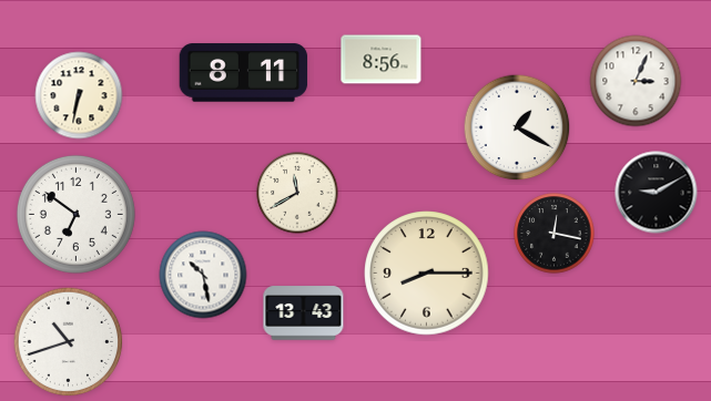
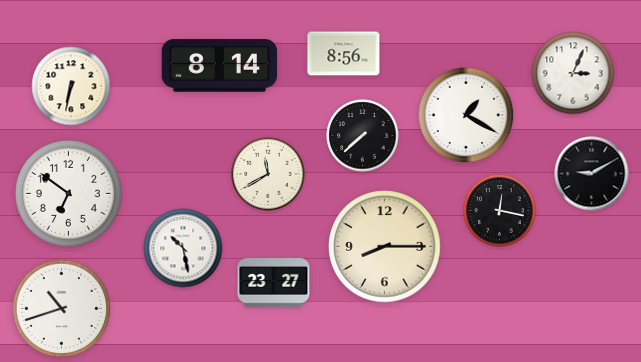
clock at (244, 73): 8:11 -> 8:14
clock at (363, 136): none -> 7:38
clock at (304, 313): 13:43 -> 23:27
